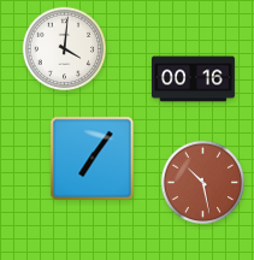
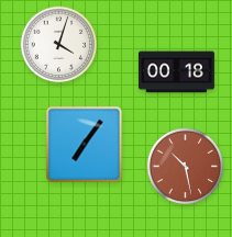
clock at (65, 49): 4:01 -> 4:03
clock at (193, 79): 00:16 -> 00:18
